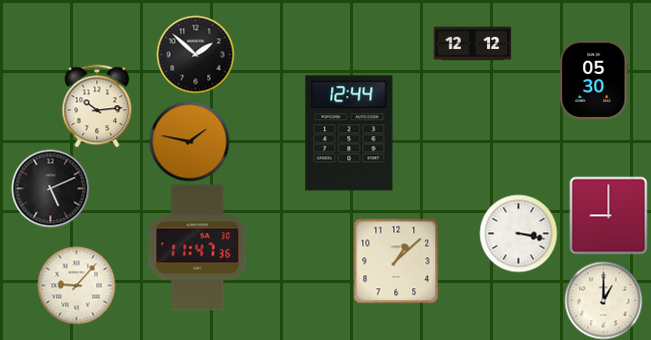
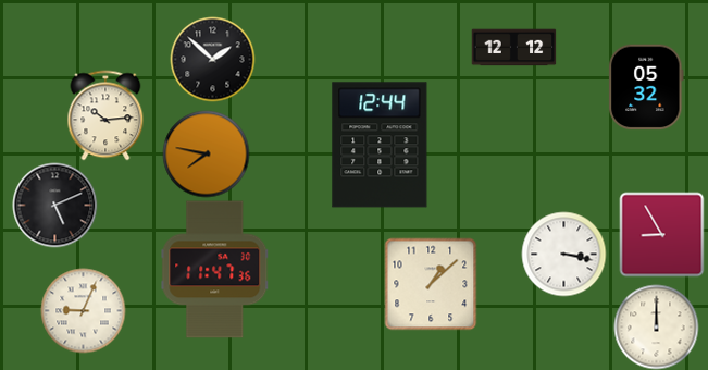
clock at (594, 80): 05:30 -> 05:32
clock at (189, 141): 1:47 -> 7:47
clock at (608, 215): 9:00 -> 8:55
clock at (76, 285): 9:07 -> 9:04
clock at (603, 300): 1:00 -> 12:00
